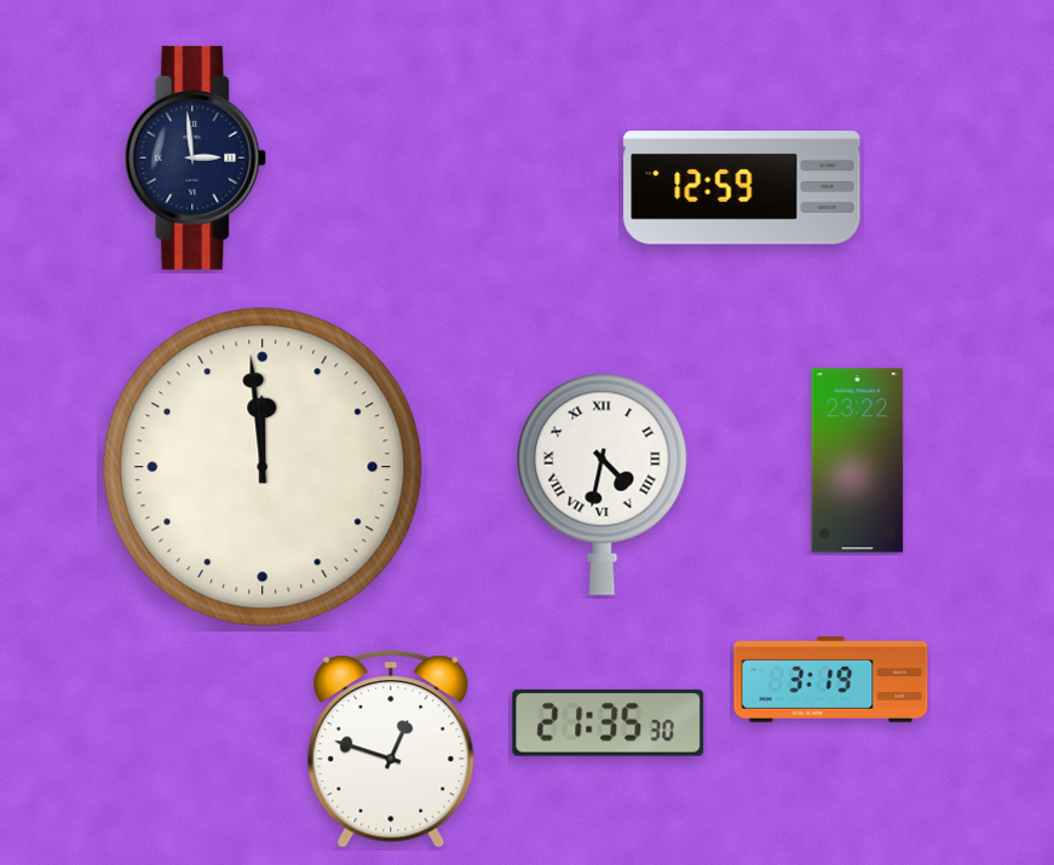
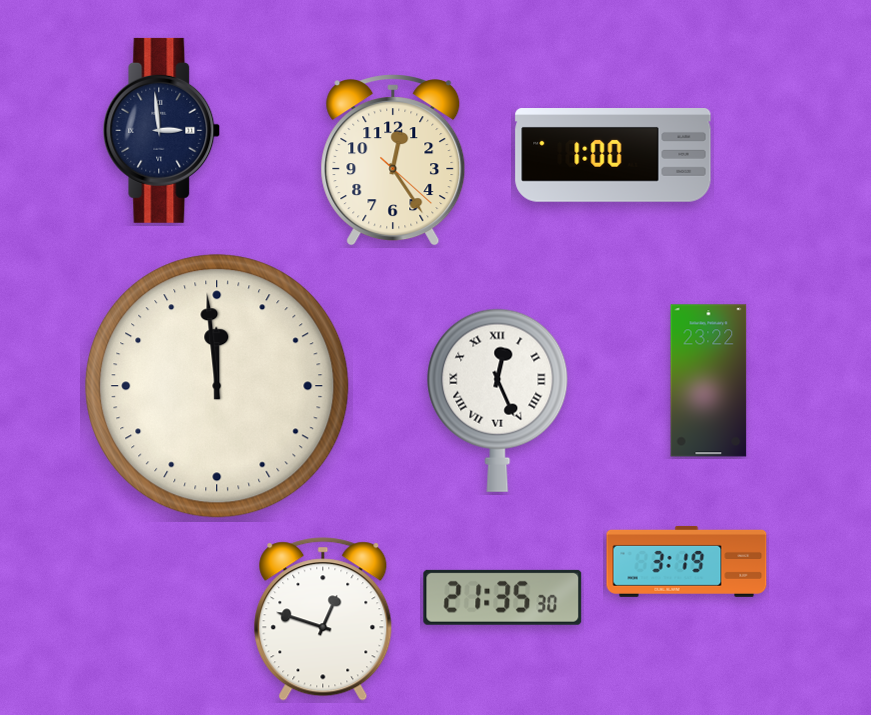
clock at (742, 189): 12:59 -> 1:00
clock at (393, 160): none -> 12:24
clock at (603, 484): 4:32 -> 12:26
